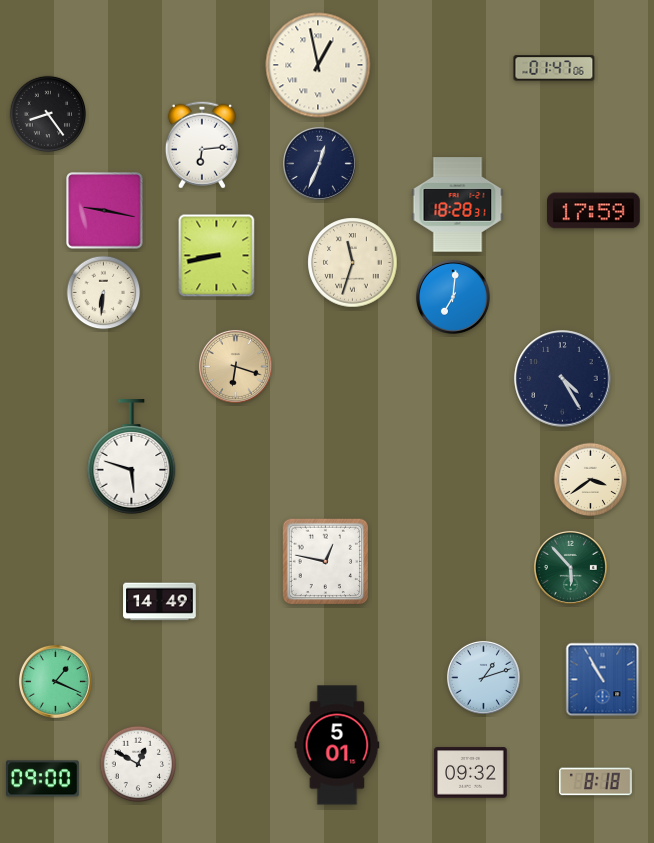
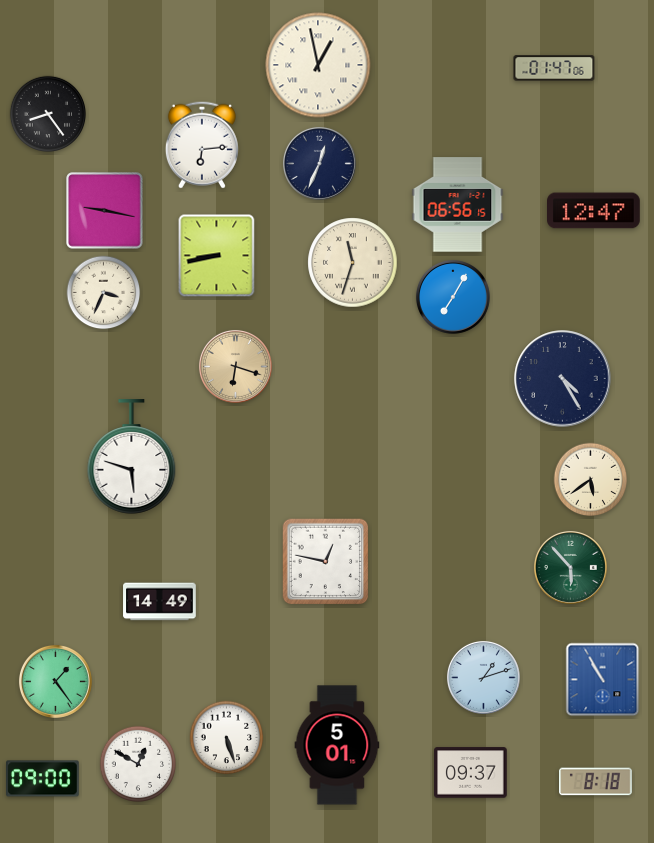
clock at (458, 205): 18:28 -> 06:56
clock at (594, 211): 17:59 -> 12:47
clock at (104, 293): 6:31 -> 3:34
clock at (453, 297): 7:01 -> 7:05
clock at (591, 480): 3:39 -> 5:39
clock at (55, 681): 1:19 -> 1:24
clock at (227, 738): none -> 5:27
clock at (471, 773): 09:32 -> 09:37
